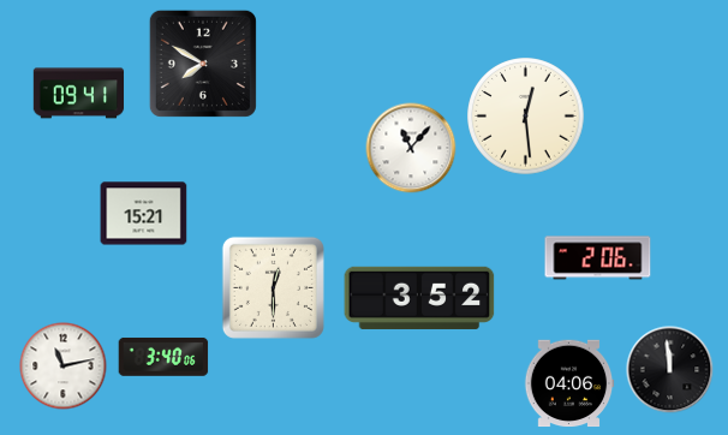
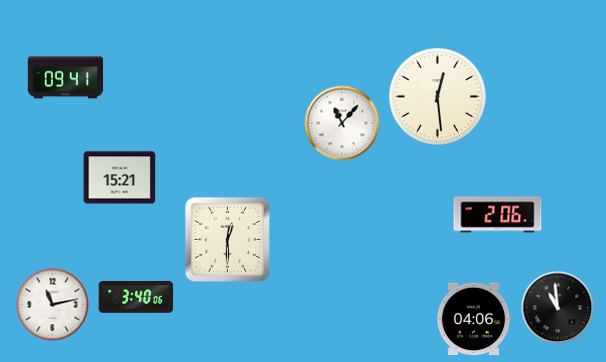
clock at (203, 64): 7:50 -> none
clock at (419, 298): 3:52 -> none
clock at (670, 370): 11:59 -> 10:59
